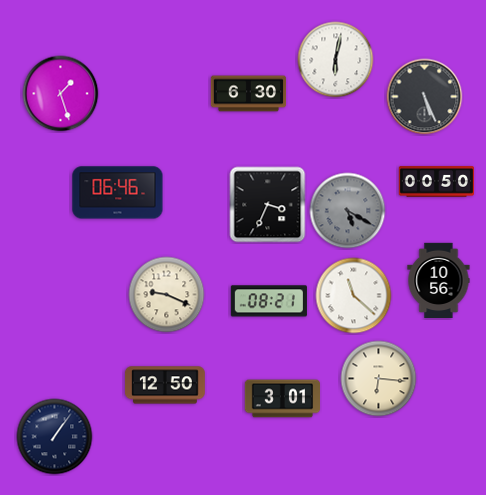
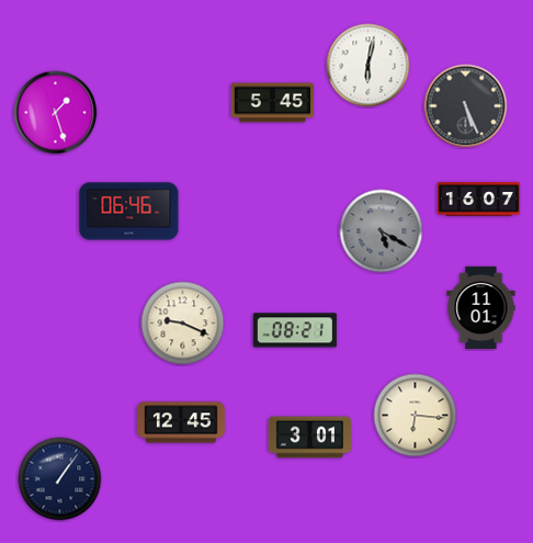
clock at (61, 94) position: (61, 94) -> (56, 113)
clock at (249, 94): 6:30 -> 5:45
clock at (437, 182): 00:50 -> 16:07
clock at (268, 205): 3:34 -> none
clock at (439, 281): 10:56 -> 11:01
clock at (354, 296): 11:22 -> none
clock at (165, 385): 12:50 -> 12:45
